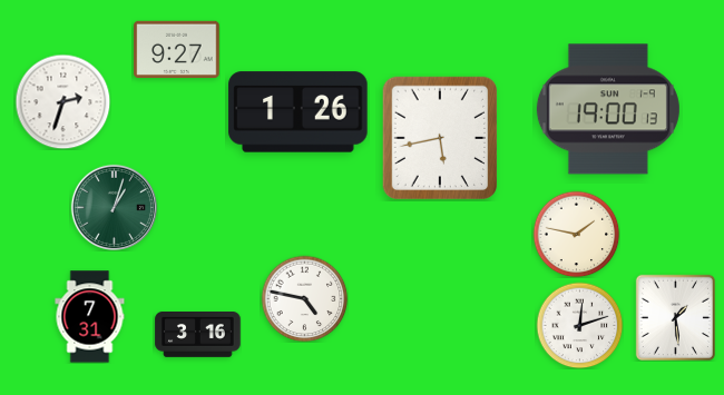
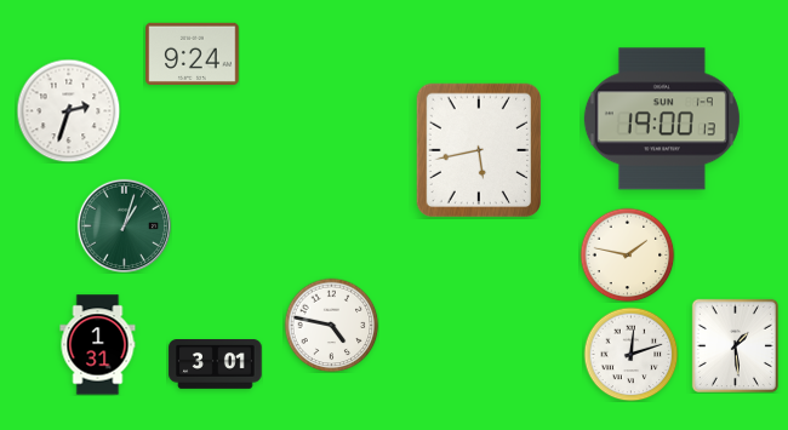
clock at (177, 49): 9:27 -> 9:24
clock at (299, 112): 1:26 -> none
clock at (90, 317): 7:31 -> 1:31
clock at (198, 335): 3:16 -> 3:01
